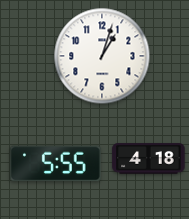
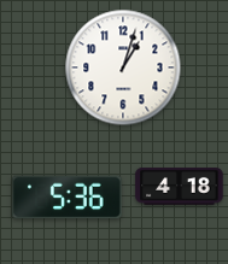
clock at (149, 159) position: (149, 159) -> (180, 187)
clock at (56, 164): 5:55 -> 5:36
